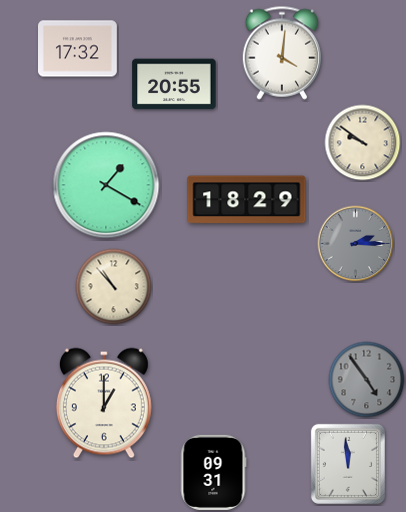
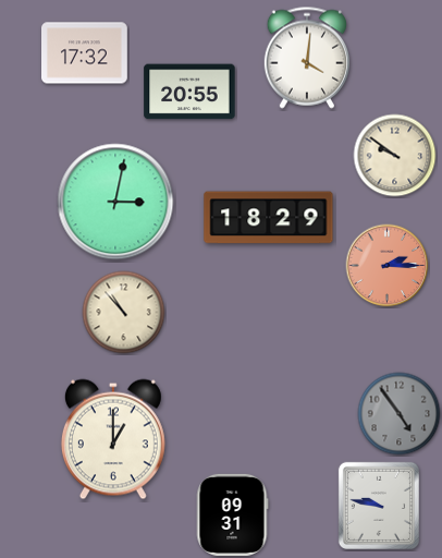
clock at (106, 185): 1:20 -> 3:02
clock at (356, 244) dial: grey -> salmon
clock at (348, 464): 11:59 -> 9:47
